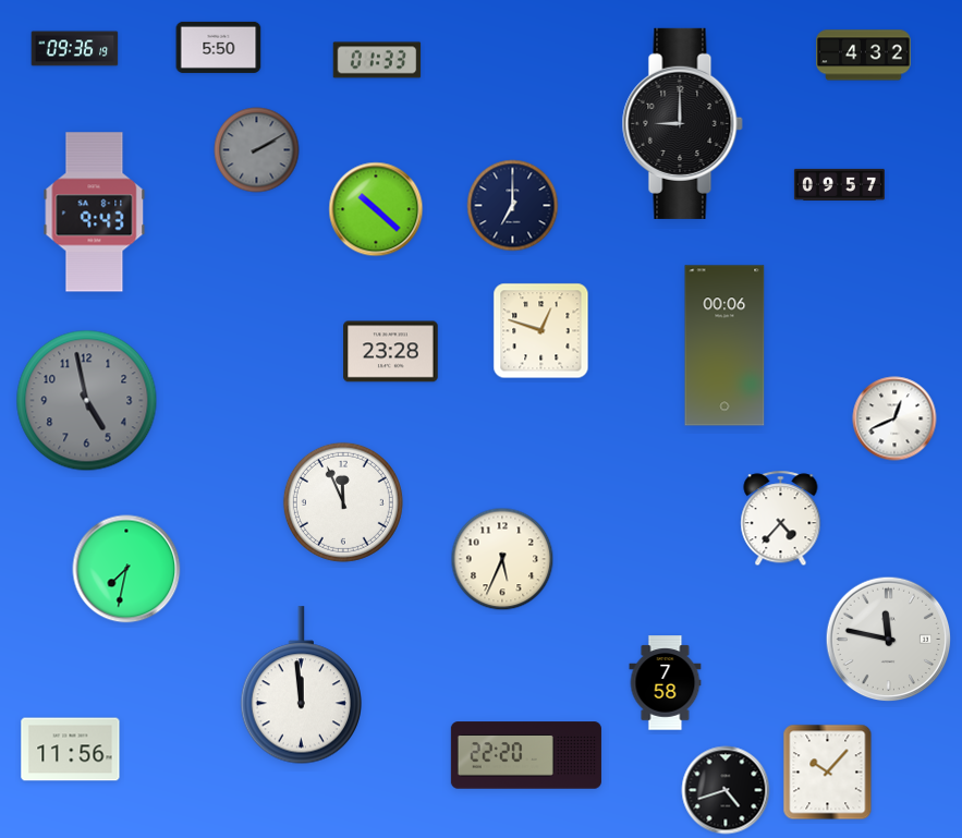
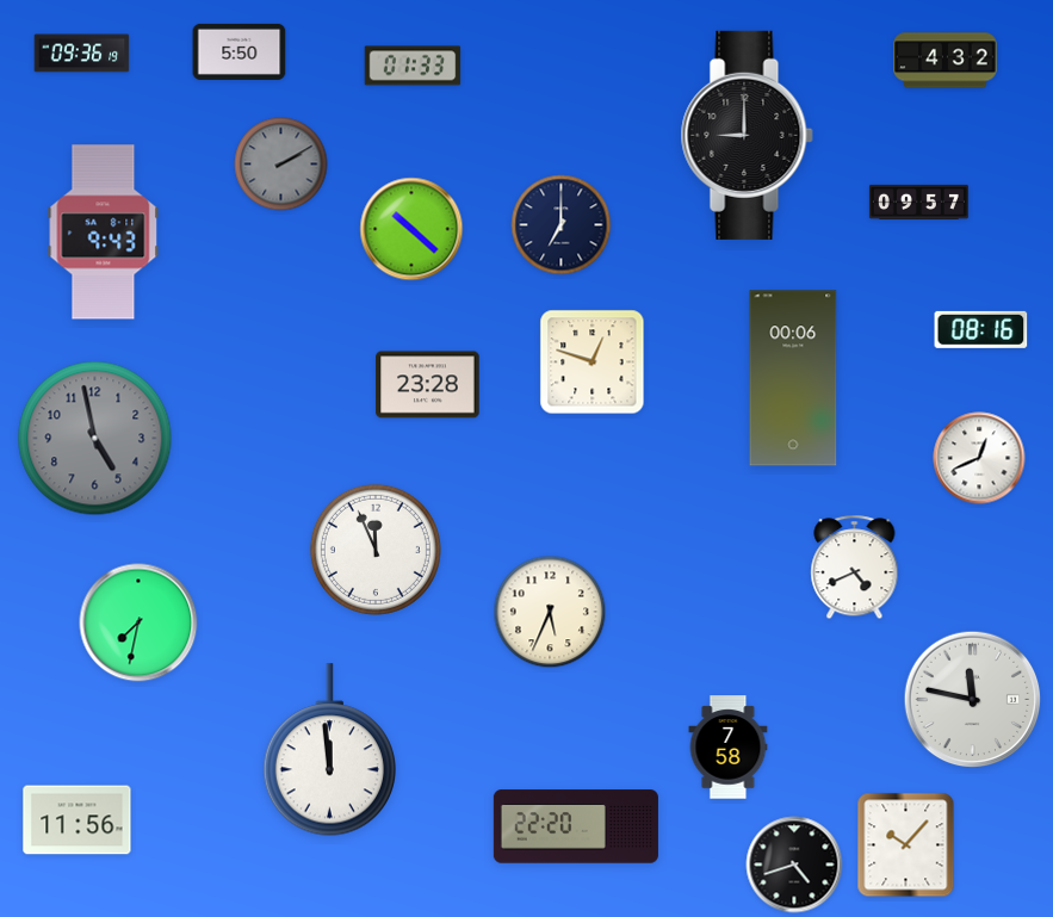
clock at (981, 329): none -> 08:16
clock at (781, 519): 4:37 -> 4:41
